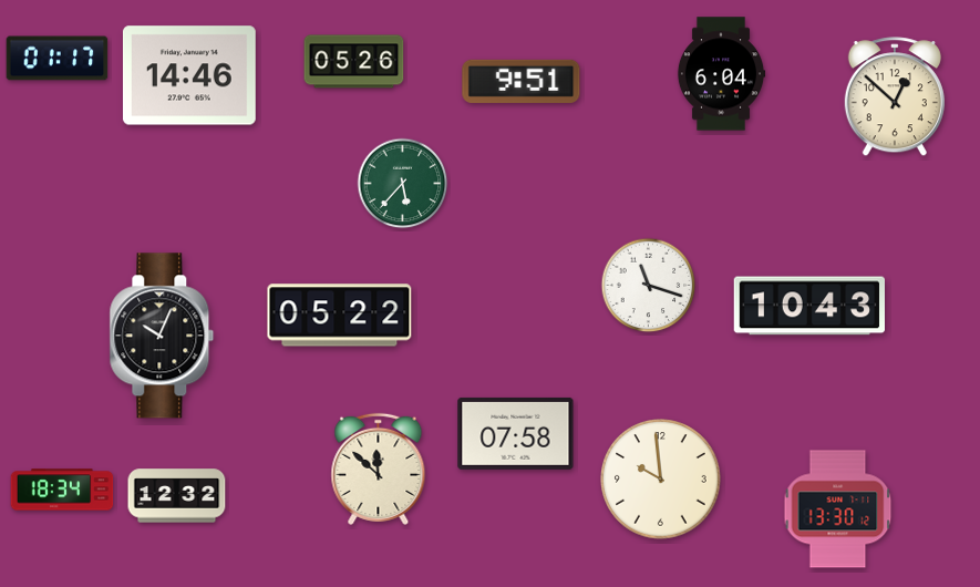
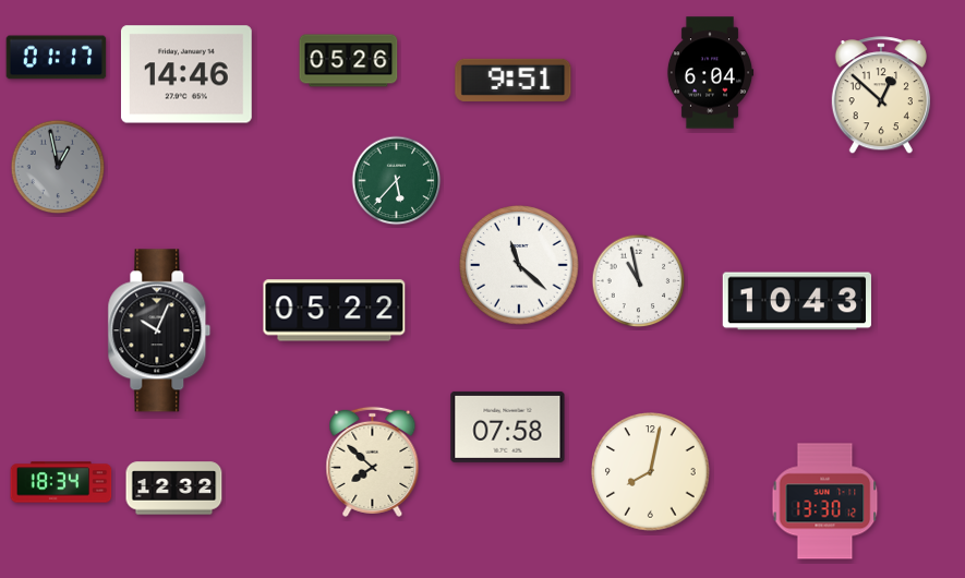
clock at (58, 167): none -> 12:58
clock at (519, 265): none -> 11:22
clock at (649, 286): 11:18 -> 10:58
clock at (379, 468): 11:52 -> 7:52
clock at (661, 480): 9:59 -> 8:02
